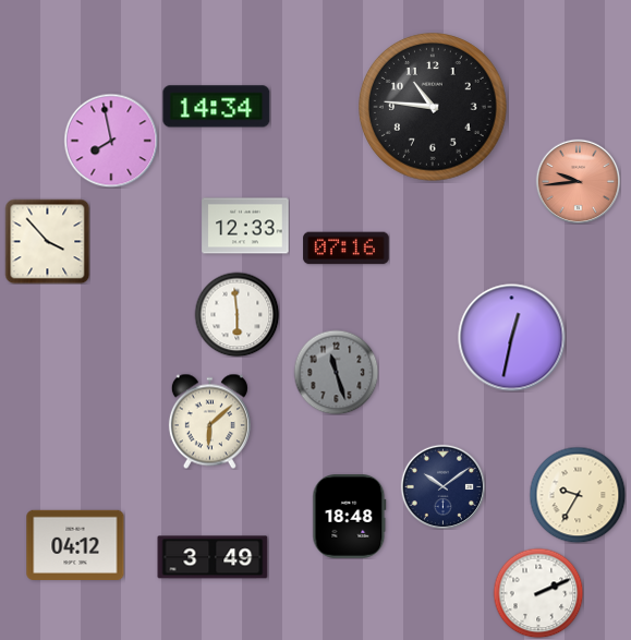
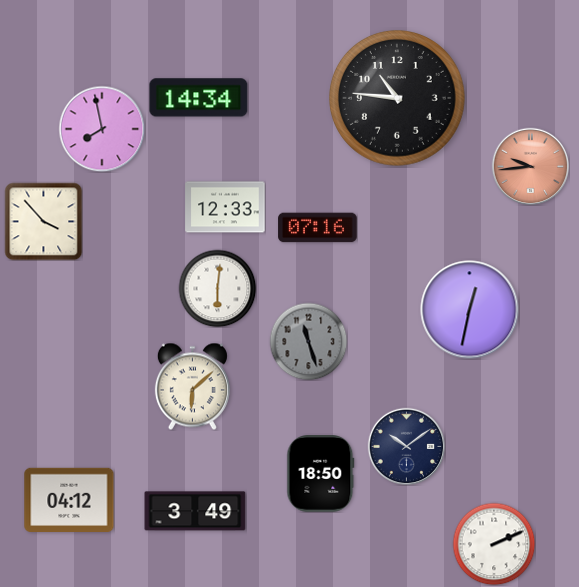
clock at (236, 314): 5:59 -> 6:01
clock at (578, 495): 9:35 -> none
clock at (350, 517): 18:48 -> 18:50
